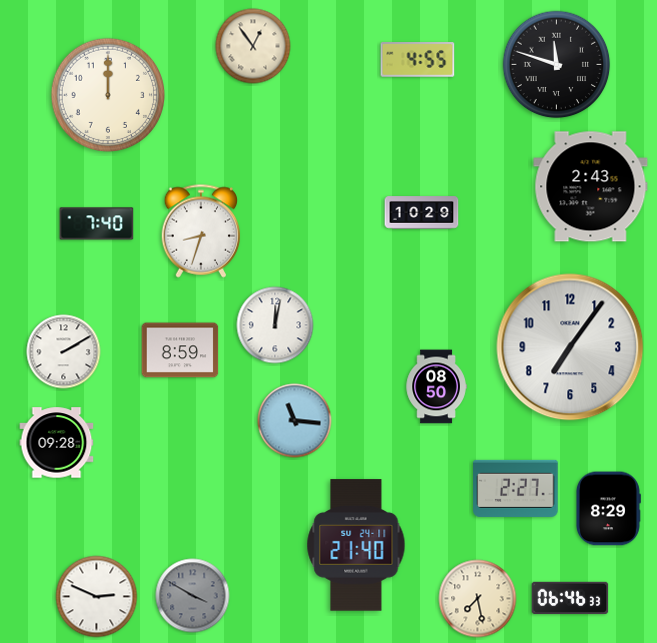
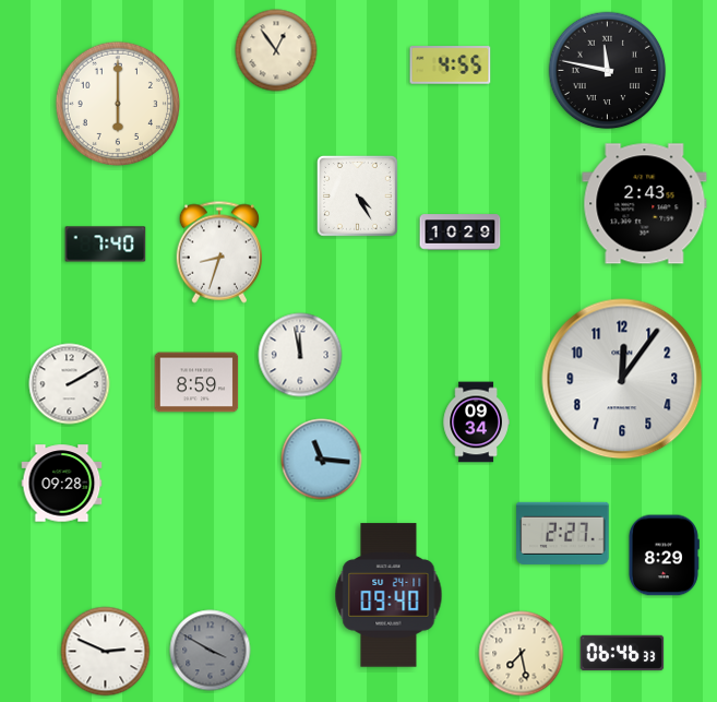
clock at (418, 60) position: (418, 60) -> (451, 66)
clock at (557, 65): 11:48 -> 11:47
clock at (107, 94): 12:00 -> 6:00
clock at (358, 197): none -> 4:25
clock at (275, 325): 12:02 -> 11:58
clock at (570, 347): 7:06 -> 12:06
clock at (436, 387): 08:50 -> 09:34
clock at (356, 545): 21:40 -> 09:40
